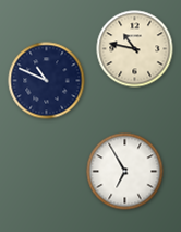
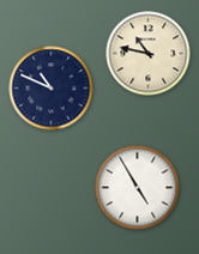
clock at (125, 172): 6:55 -> 4:55
